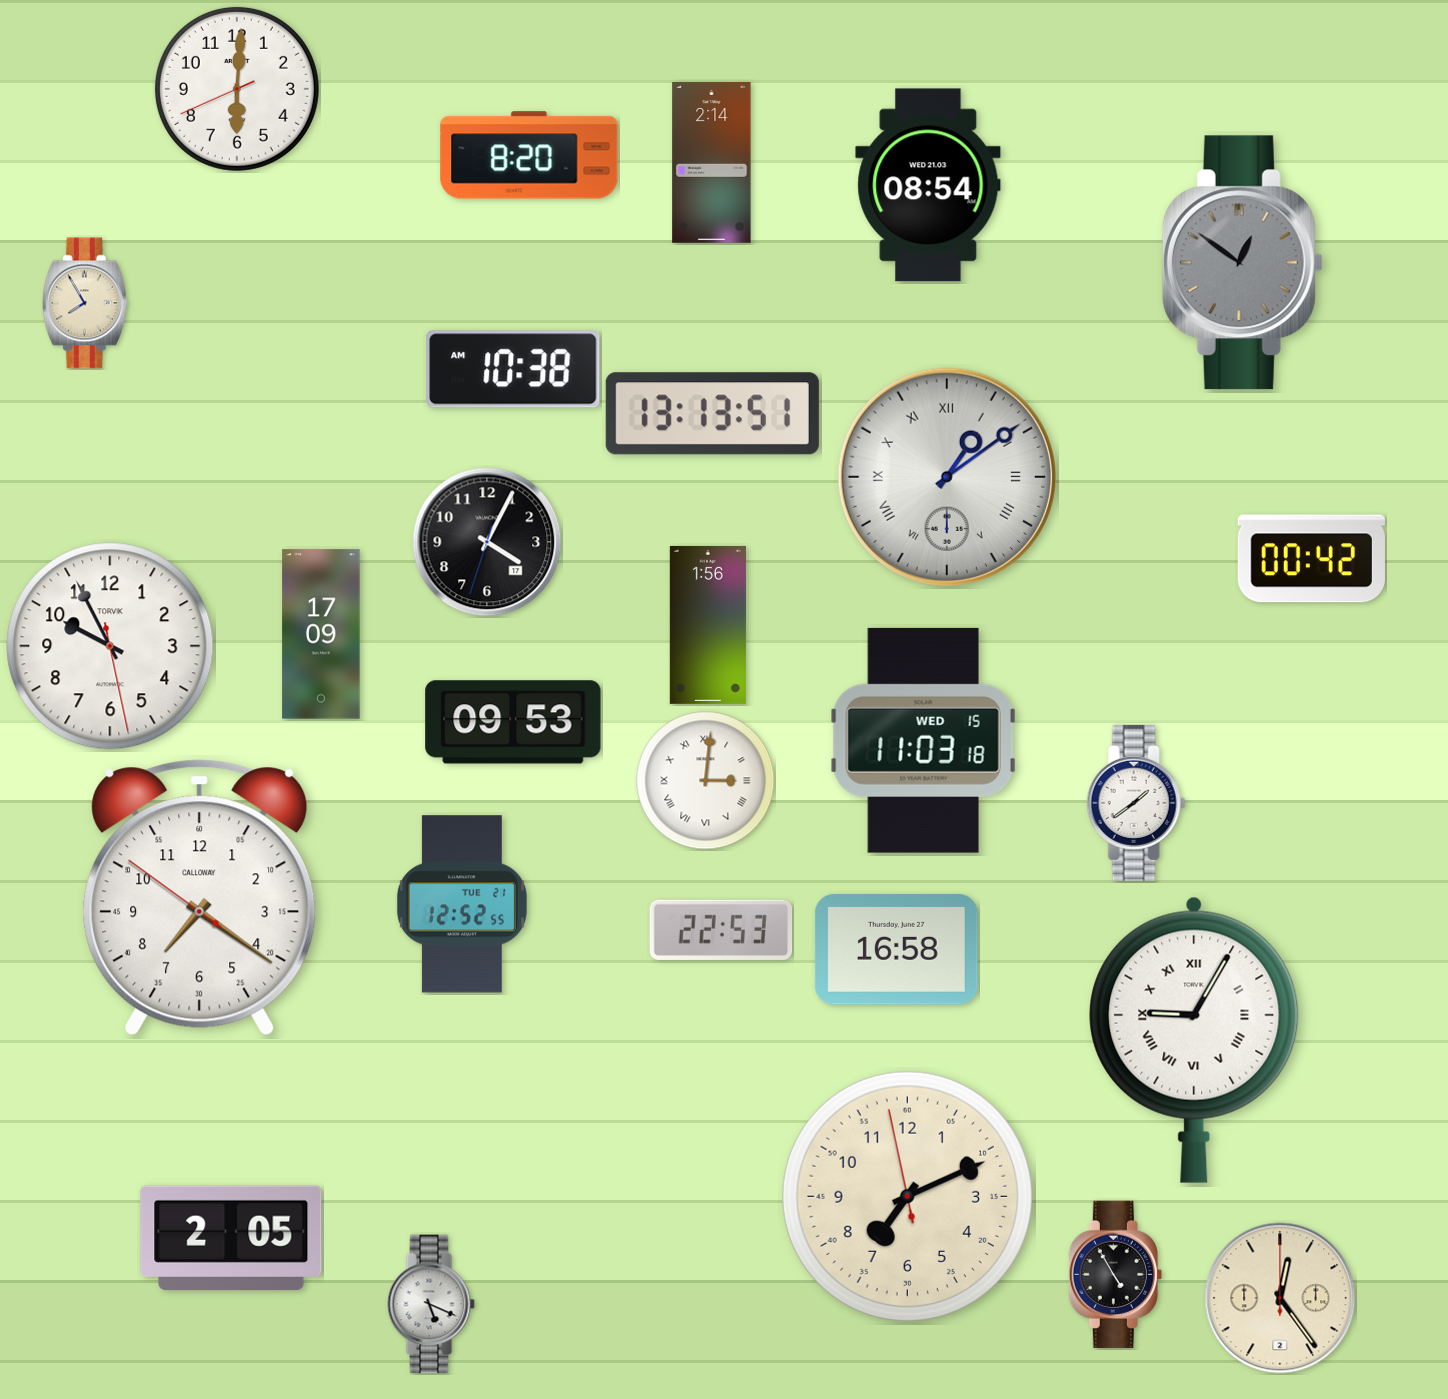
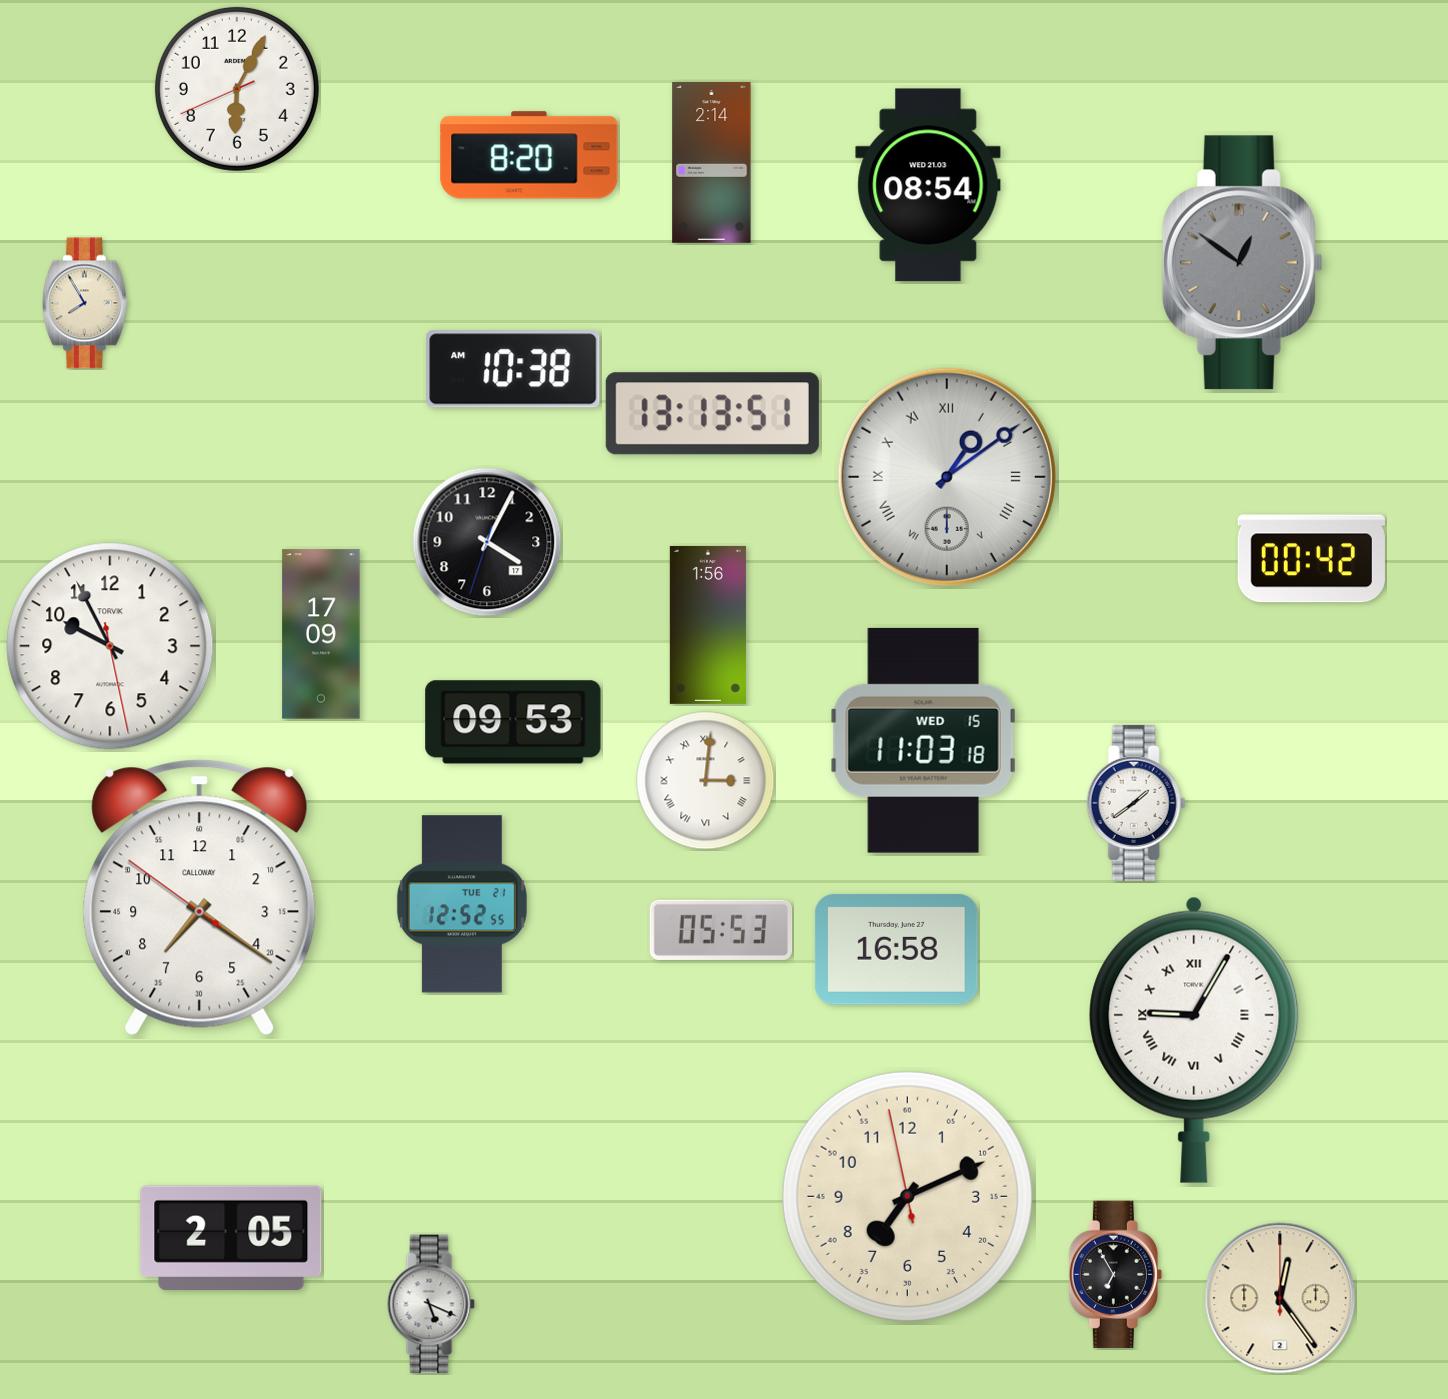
clock at (237, 89): 6:00 -> 6:04
clock at (721, 930): 22:53 -> 05:53
clock at (1115, 1274): 4:55 -> 6:55
